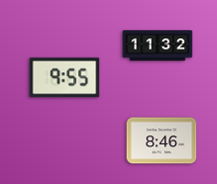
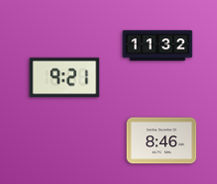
clock at (65, 78): 9:55 -> 9:21
